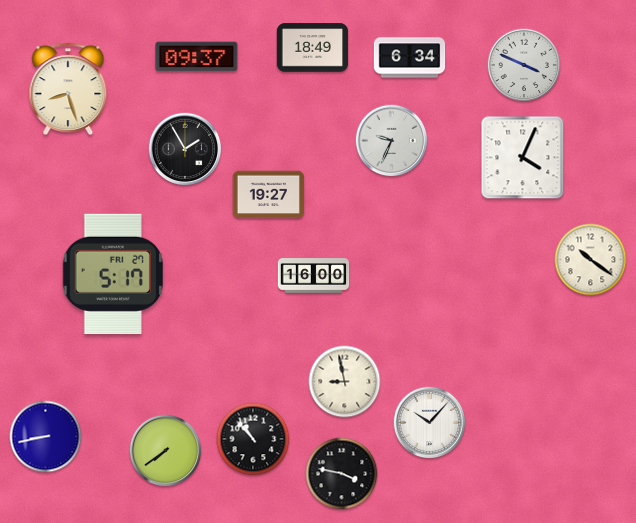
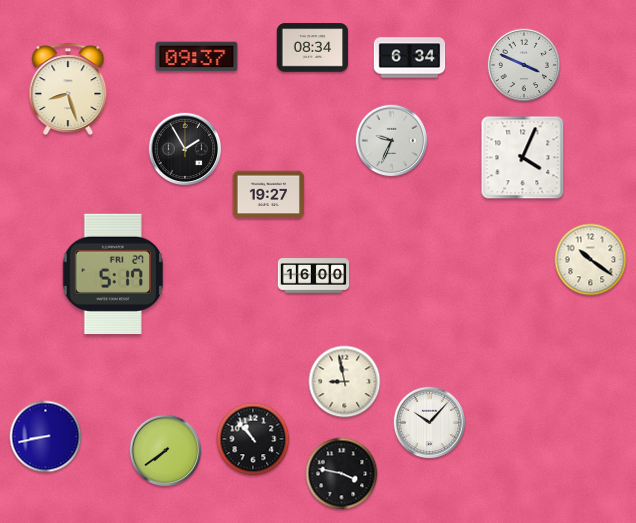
clock at (313, 48): 18:49 -> 08:34
